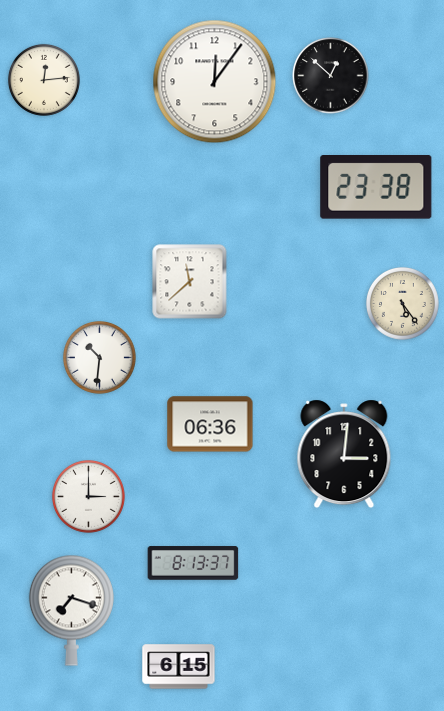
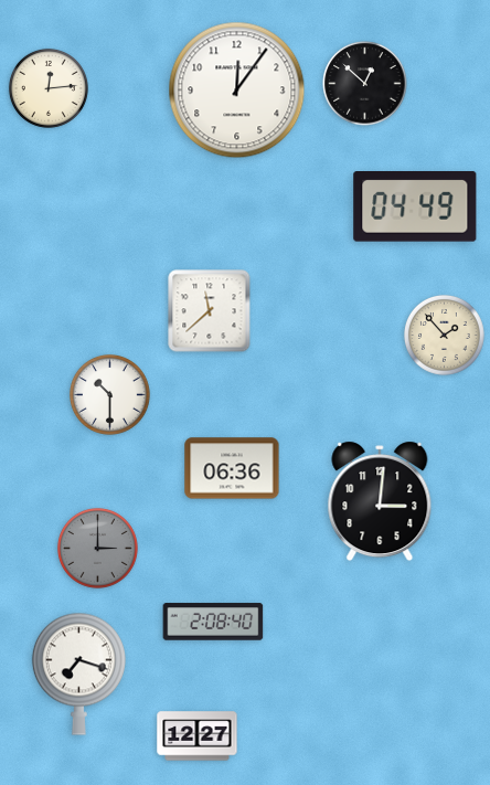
clock at (376, 188): 23:38 -> 04:49
clock at (402, 303): 5:24 -> 1:53
clock at (99, 357): 10:31 -> 10:30
clock at (88, 496) dial: white -> grey
clock at (193, 563): 8:13 -> 2:08
clock at (179, 667): 6:15 -> 12:27
